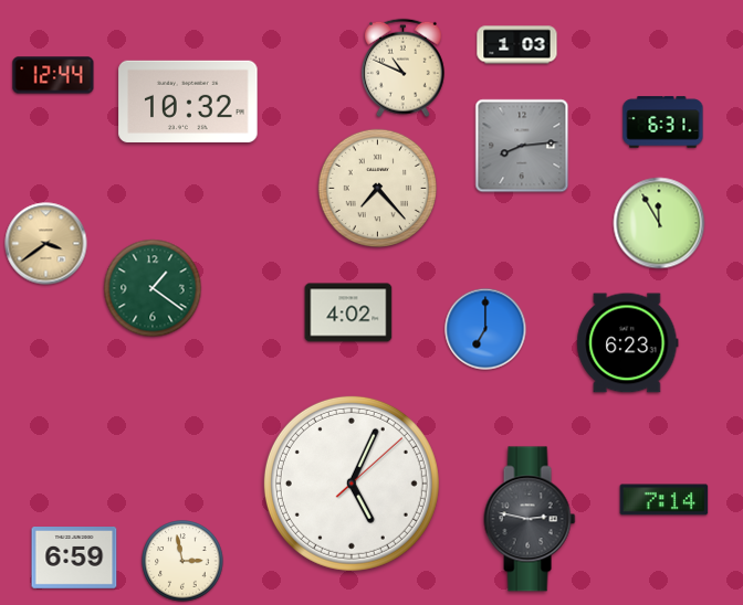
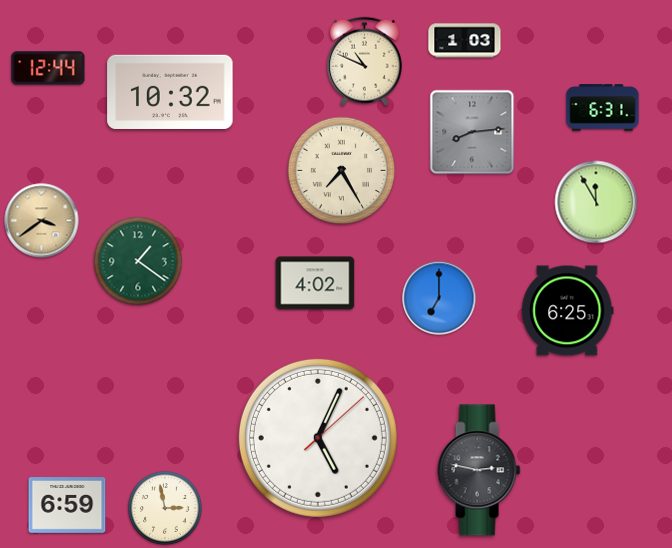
clock at (517, 45) position: (517, 45) -> (465, 41)
clock at (663, 123) position: (663, 123) -> (603, 108)
clock at (377, 188): 7:23 -> 7:25
clock at (628, 343): 6:23 -> 6:25
clock at (664, 500): 7:14 -> none
